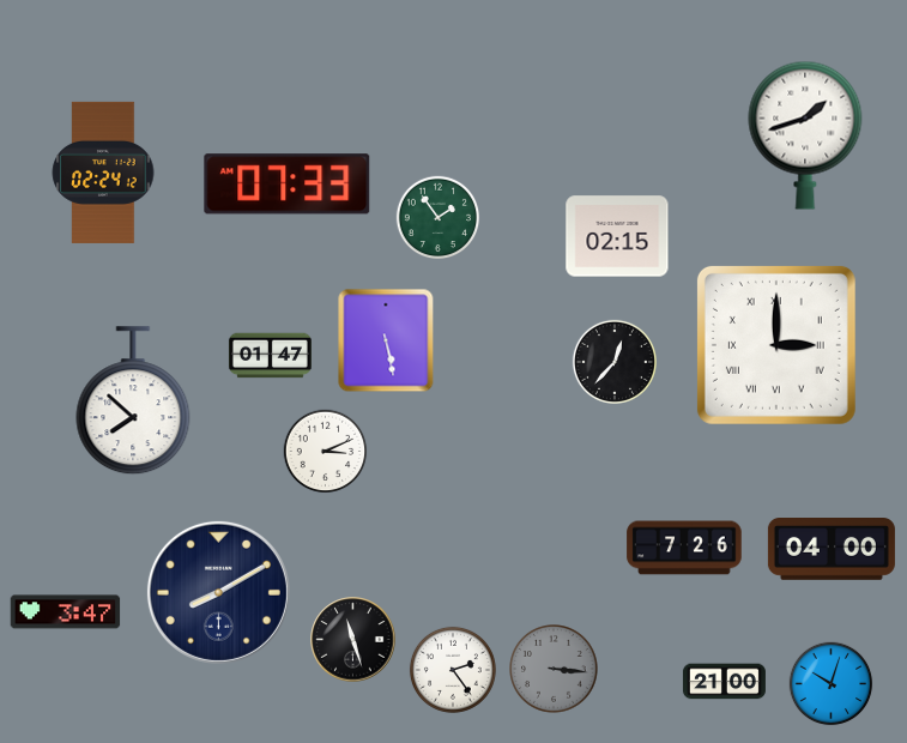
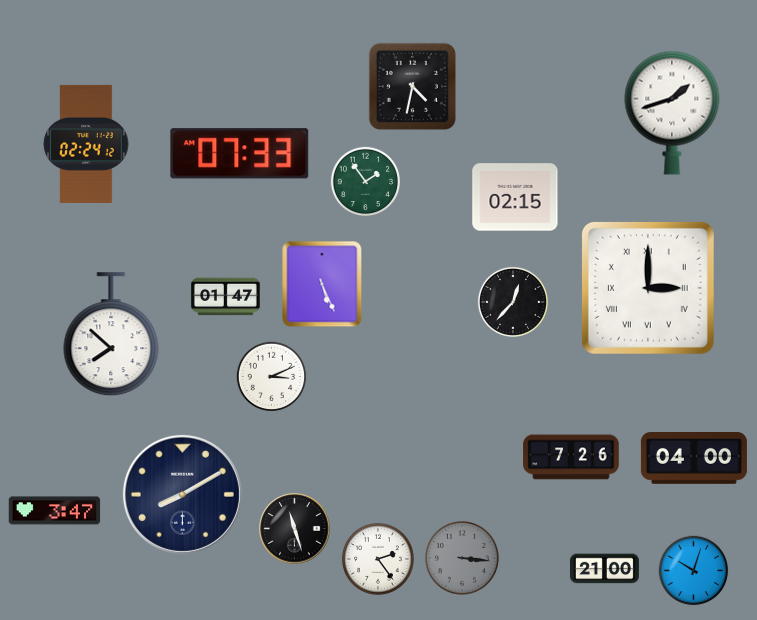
clock at (412, 86): none -> 4:32
clock at (386, 340): 5:28 -> 5:26
clock at (353, 640) position: (353, 640) -> (295, 529)
